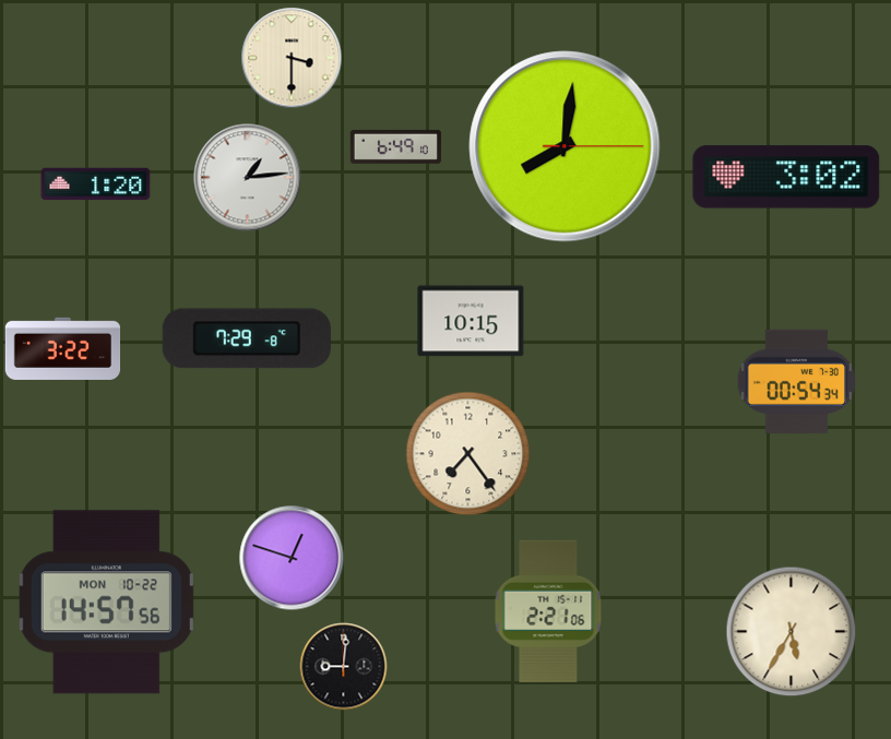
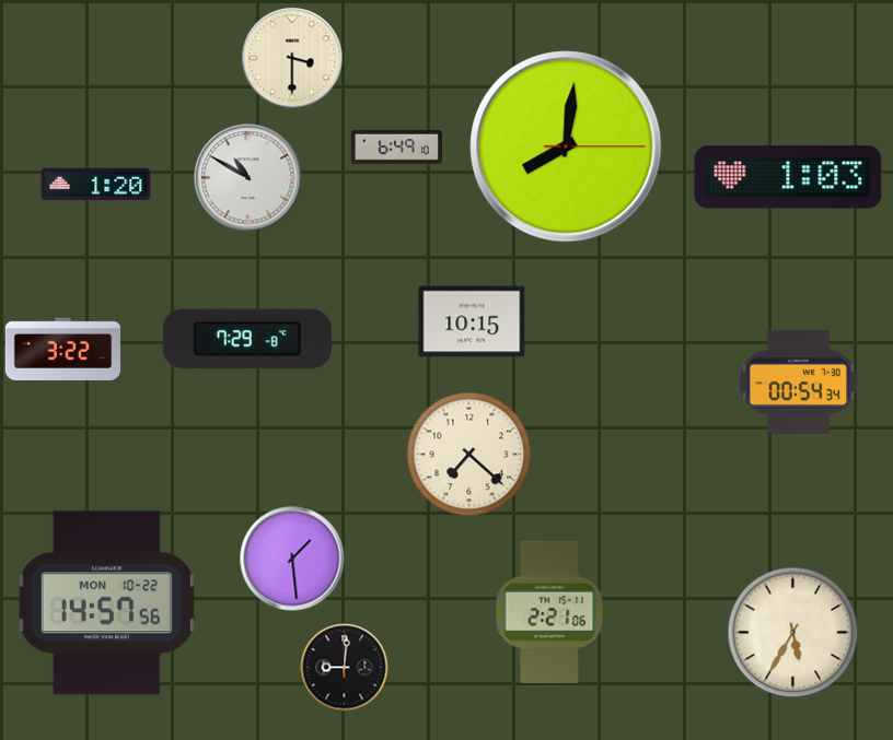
clock at (786, 177): 3:02 -> 1:03
clock at (248, 178): 1:14 -> 10:50
clock at (468, 454): 7:24 -> 7:22
clock at (292, 558): 12:48 -> 1:29
